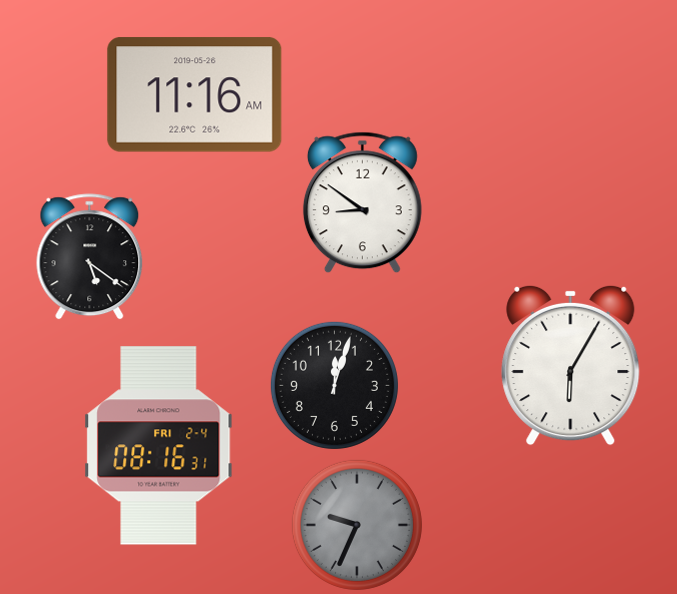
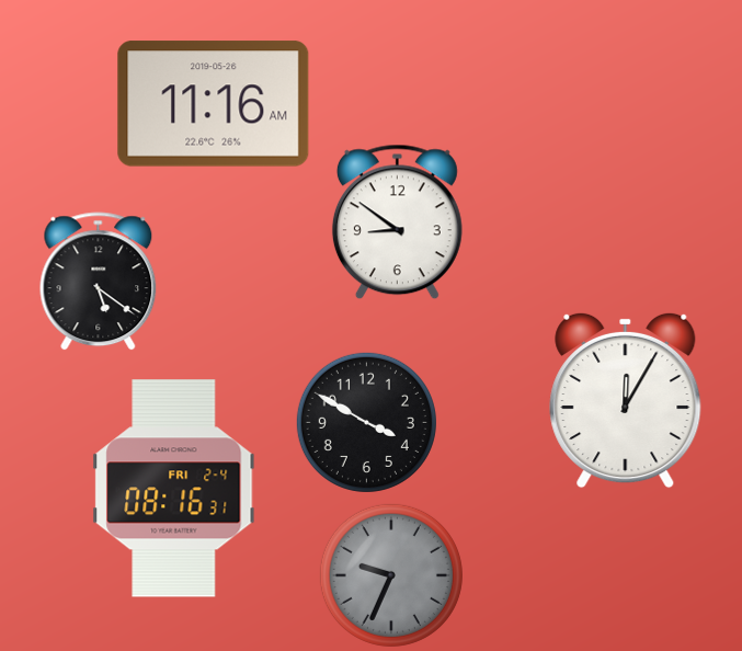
clock at (571, 365): 6:05 -> 12:05
clock at (334, 385): 12:03 -> 3:50
